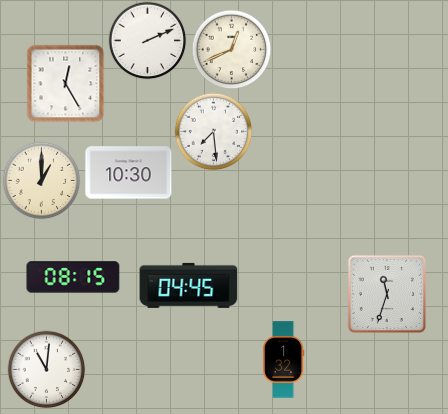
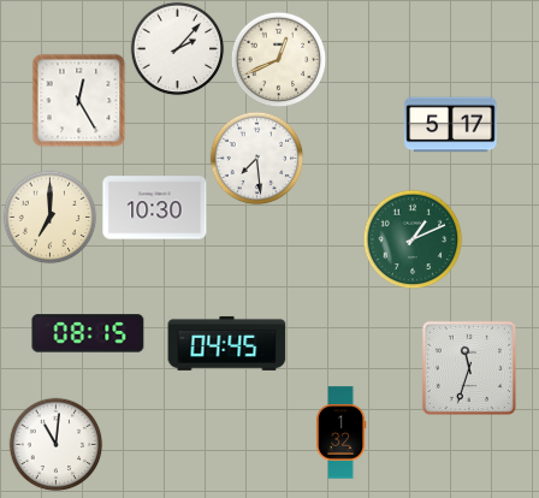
clock at (147, 40): 2:11 -> 2:07
clock at (451, 125): none -> 5:17
clock at (41, 180): 1:00 -> 7:00
clock at (413, 239): none -> 1:11
clock at (387, 294) position: (387, 294) -> (469, 368)
